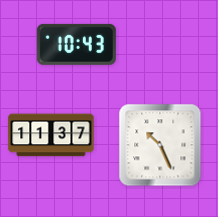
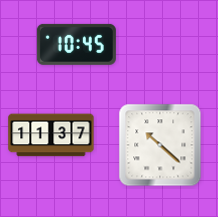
clock at (76, 44): 10:43 -> 10:45
clock at (160, 145): 10:26 -> 10:22
